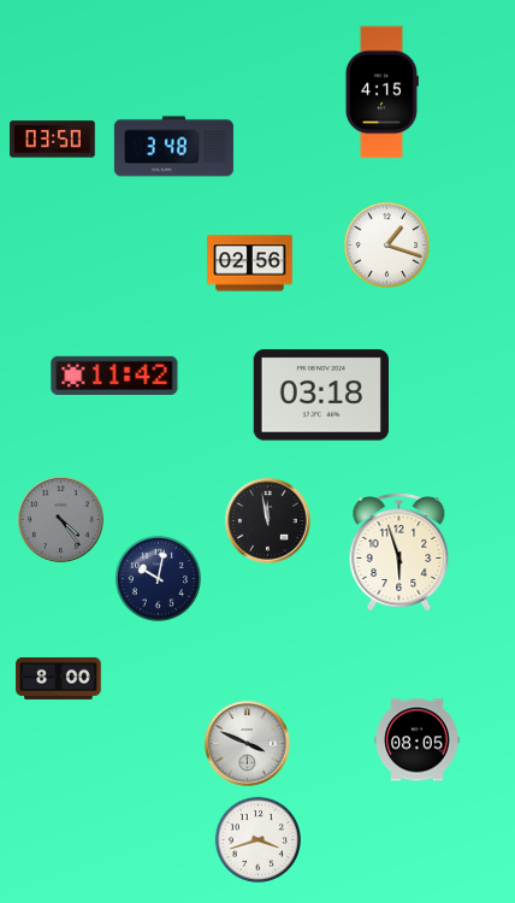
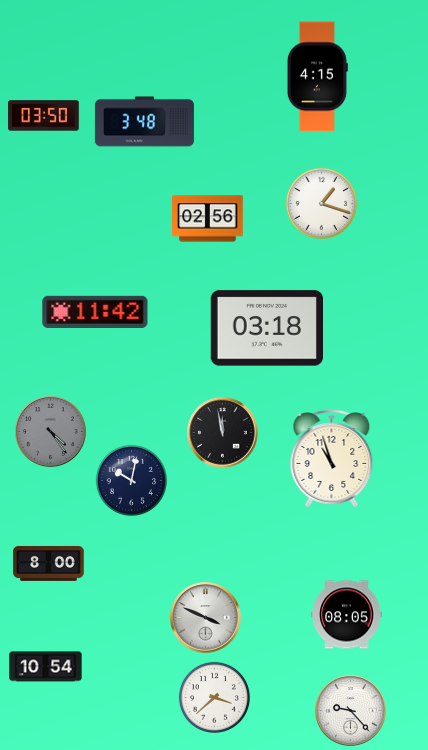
clock at (399, 553): 5:57 -> 10:57
clock at (46, 667): none -> 10:54
clock at (257, 839): 3:42 -> 3:38
clock at (351, 711): none -> 9:23
